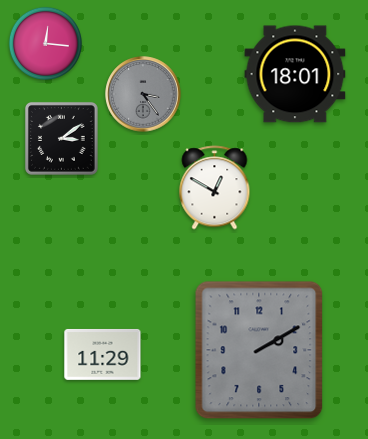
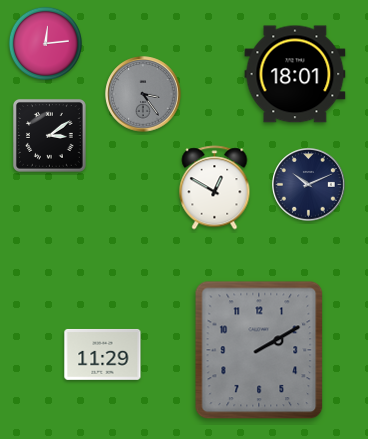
clock at (45, 43): 12:16 -> 12:14
clock at (62, 139) position: (62, 139) -> (50, 136)
clock at (309, 185): none -> 10:11
